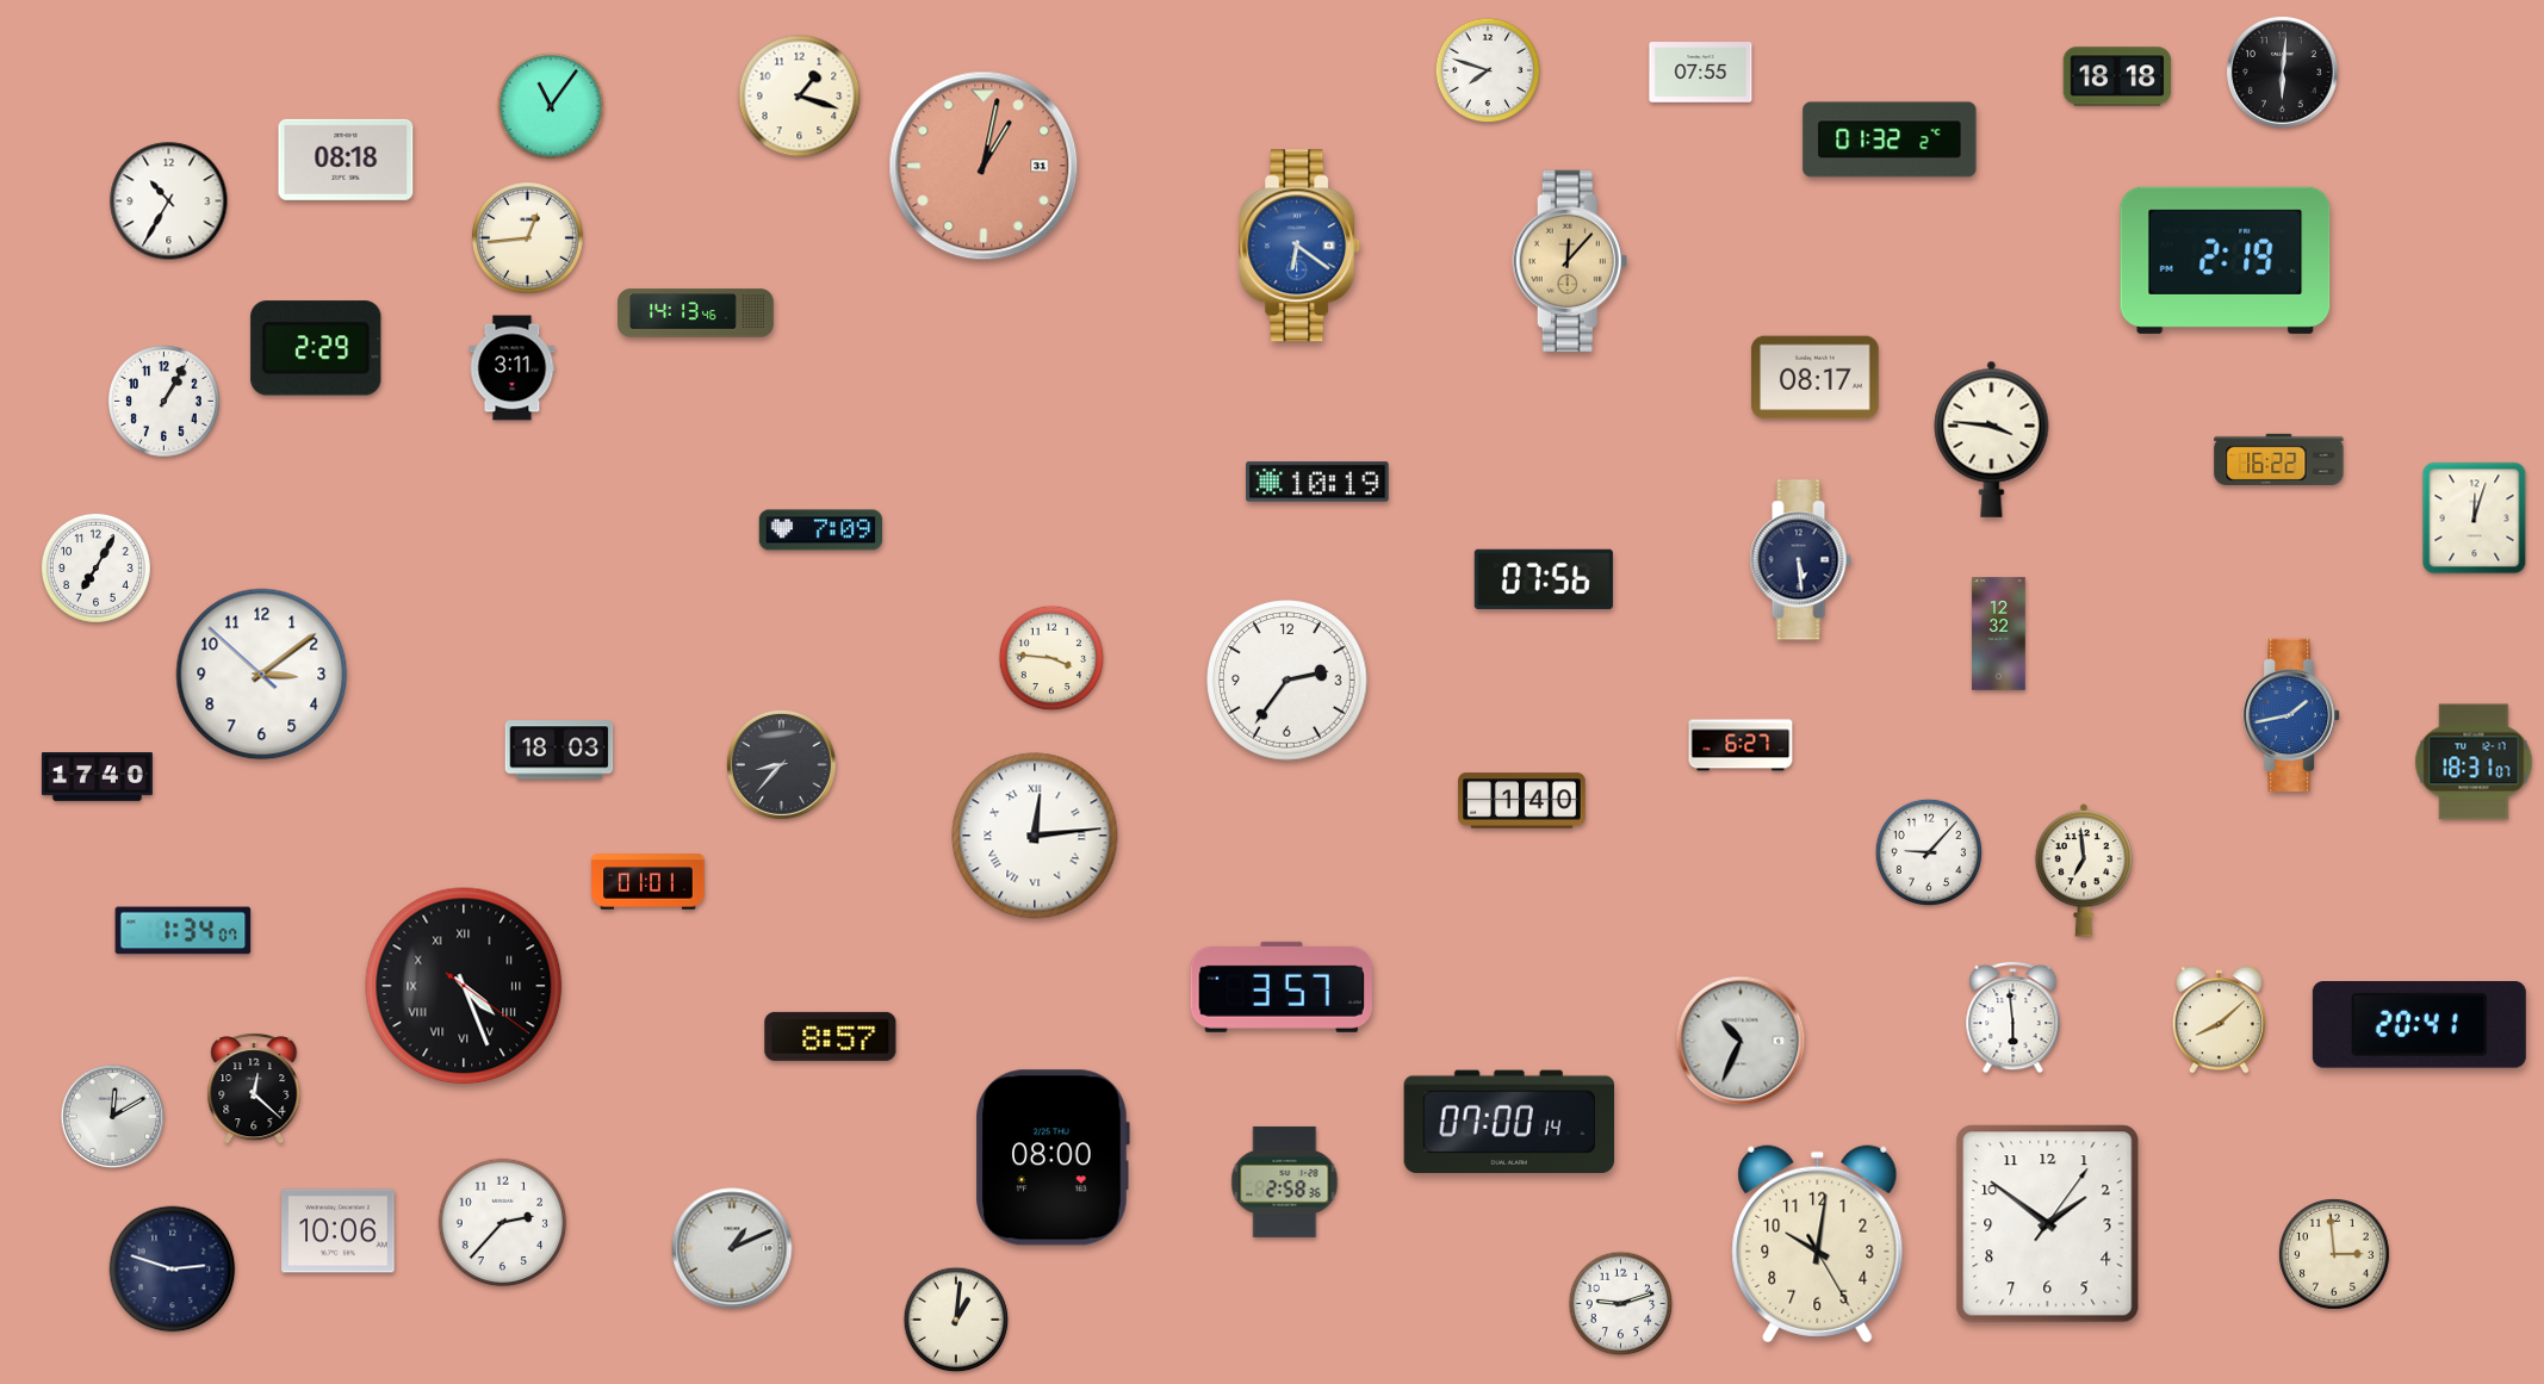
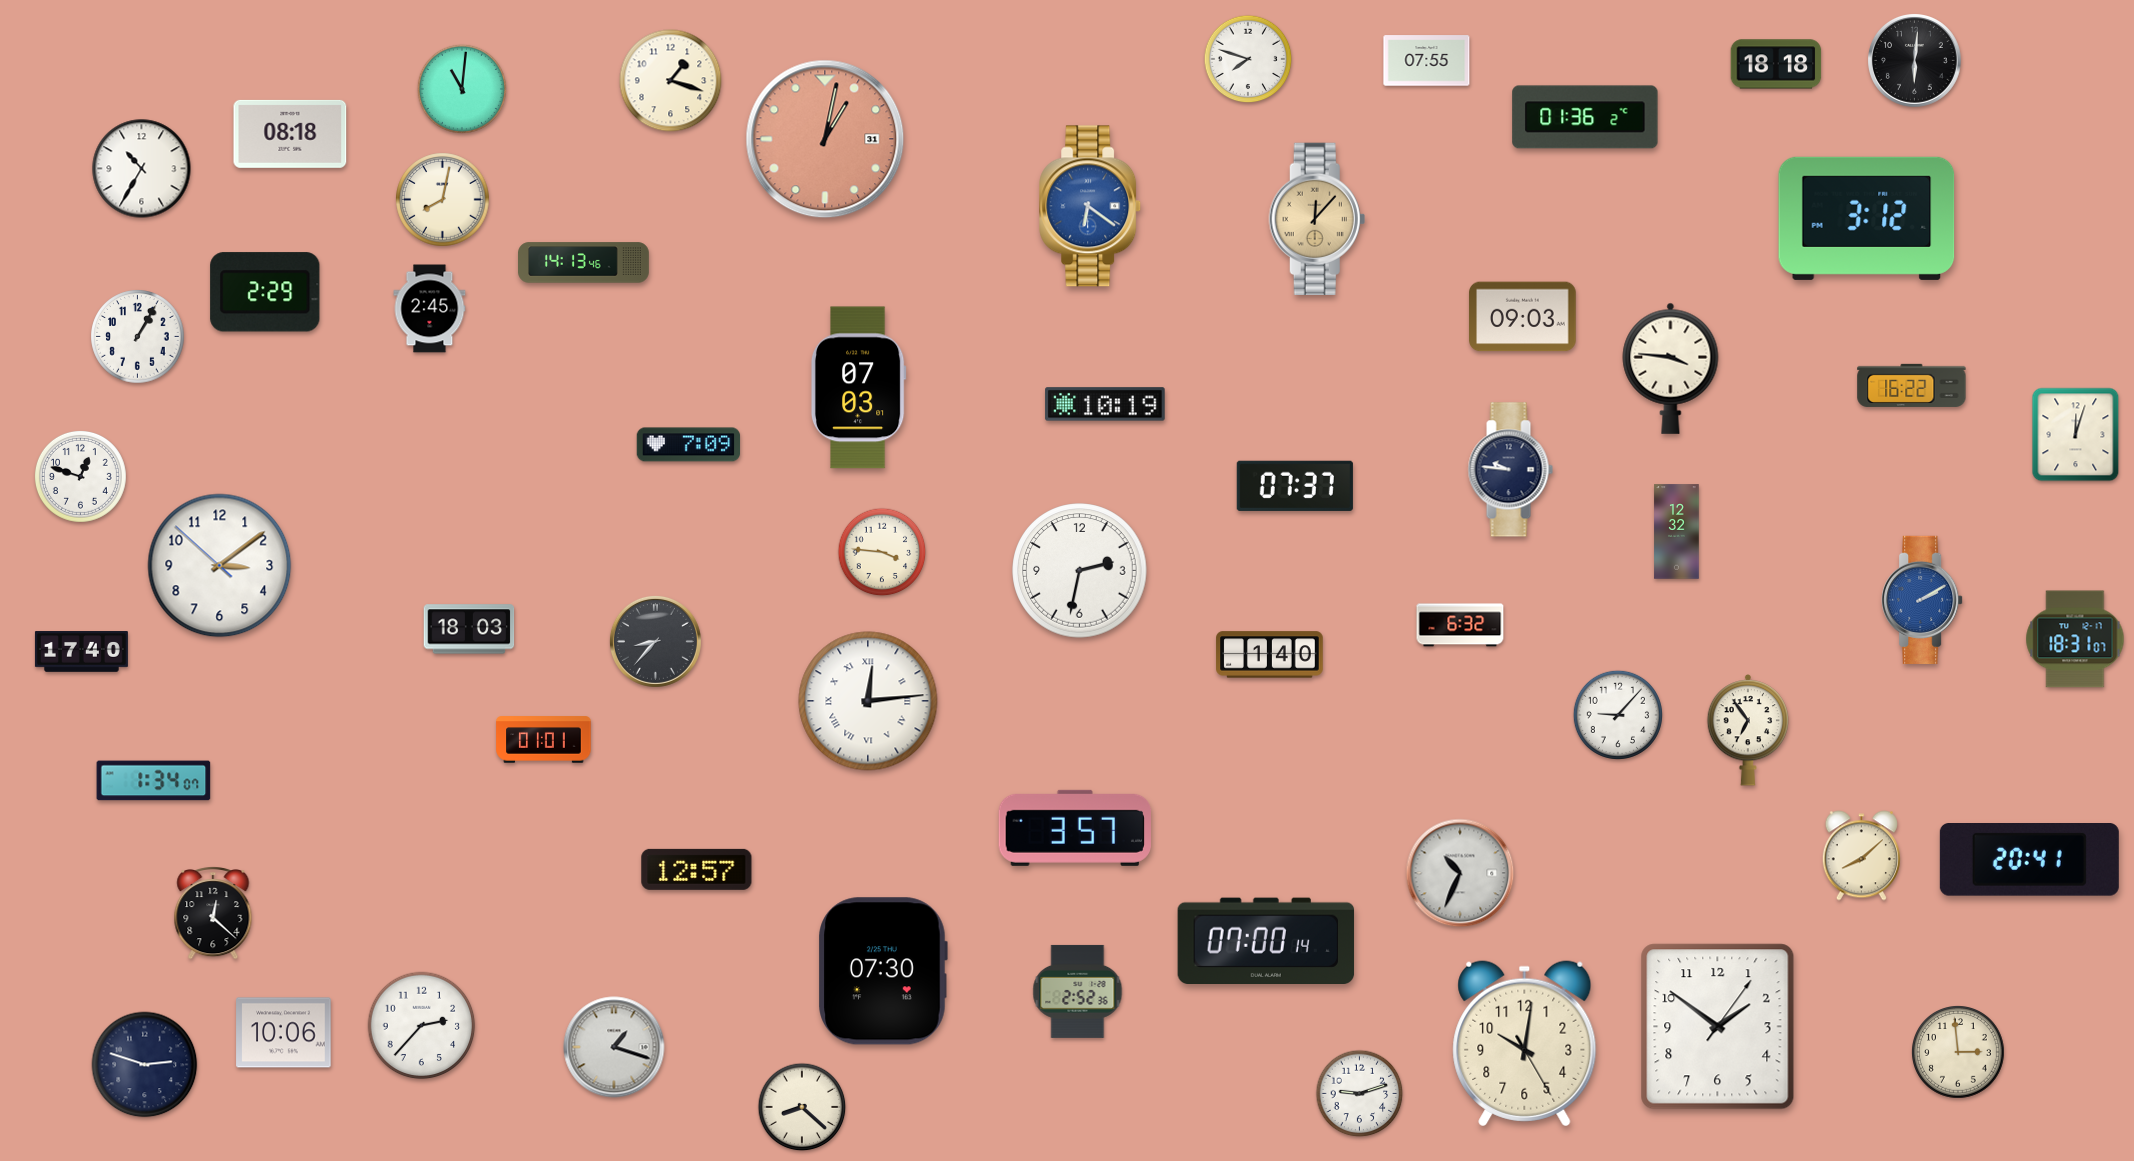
clock at (551, 106): 11:06 -> 11:01
clock at (1890, 139): 01:32 -> 01:36
clock at (528, 238): 12:44 -> 8:02
clock at (2226, 260): 2:19 -> 3:12
clock at (513, 368): 3:11 -> 2:45
clock at (1816, 378): 08:17 -> 09:03
clock at (858, 388): none -> 07:03
clock at (1800, 560): 5:29 -> 9:46
clock at (95, 567): 7:05 -> 12:48
clock at (1544, 579): 07:56 -> 07:37
clock at (1287, 681): 2:36 -> 2:32
clock at (2291, 715): 1:43 -> 2:10
clock at (1741, 745): 6:27 -> 6:32
clock at (1522, 801) position: (1522, 801) -> (1270, 655)
clock at (2083, 870): 6:59 -> 6:54
clock at (464, 986): 4:26 -> none
clock at (2014, 1017): 5:59 -> none
clock at (831, 1036): 8:57 -> 12:57
clock at (113, 1117): 12:10 -> none
clock at (1053, 1158): 08:00 -> 07:30
clock at (1285, 1181): 2:58 -> 2:52
clock at (732, 1248): 1:11 -> 1:18
clock at (956, 1320): 1:01 -> 8:22
